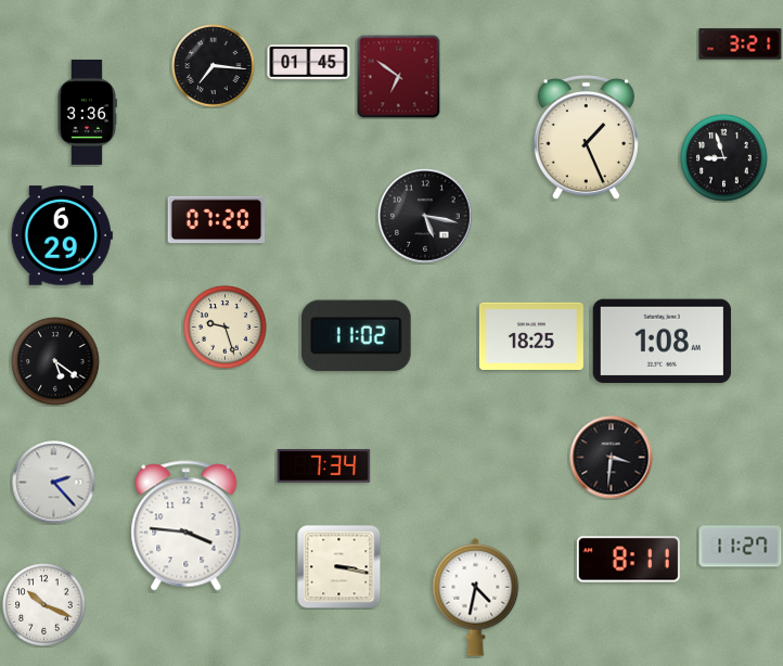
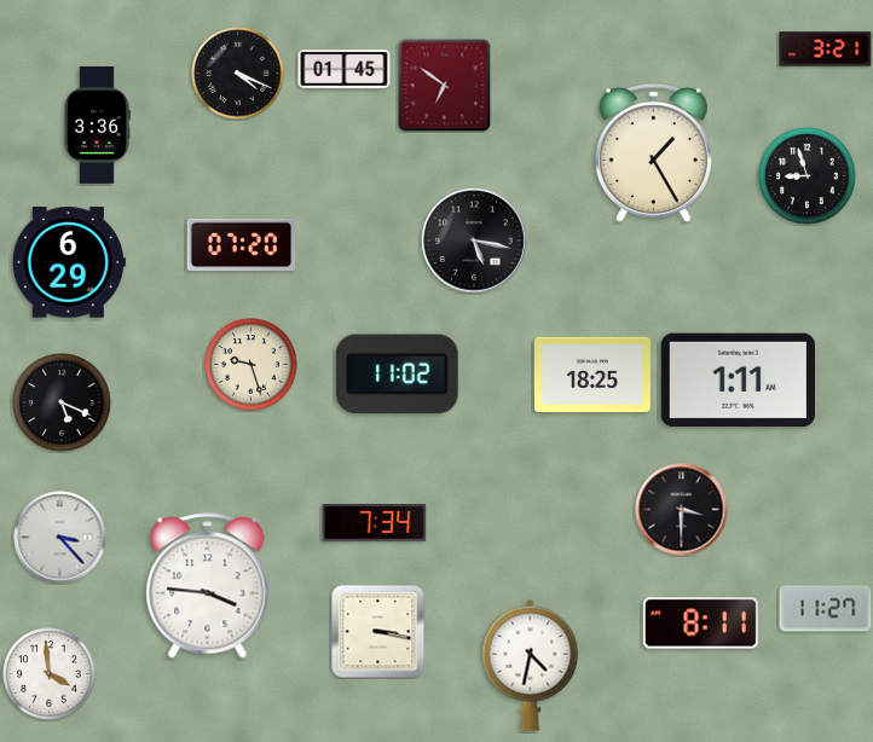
clock at (214, 66): 7:16 -> 4:19
clock at (586, 138): 1:26 -> 1:25
clock at (662, 342): 1:08 -> 1:11
clock at (55, 361): 5:21 -> 5:19
clock at (612, 458): 3:31 -> 3:30
clock at (324, 466) position: (324, 466) -> (375, 523)
clock at (54, 483): 2:23 -> 3:23
clock at (44, 605): 10:19 -> 3:59
